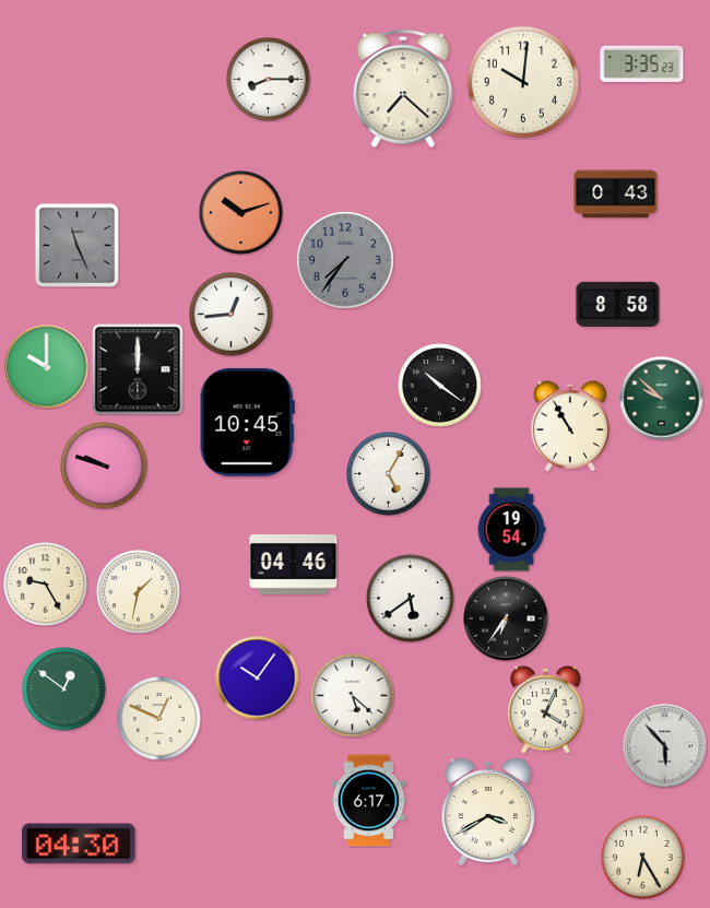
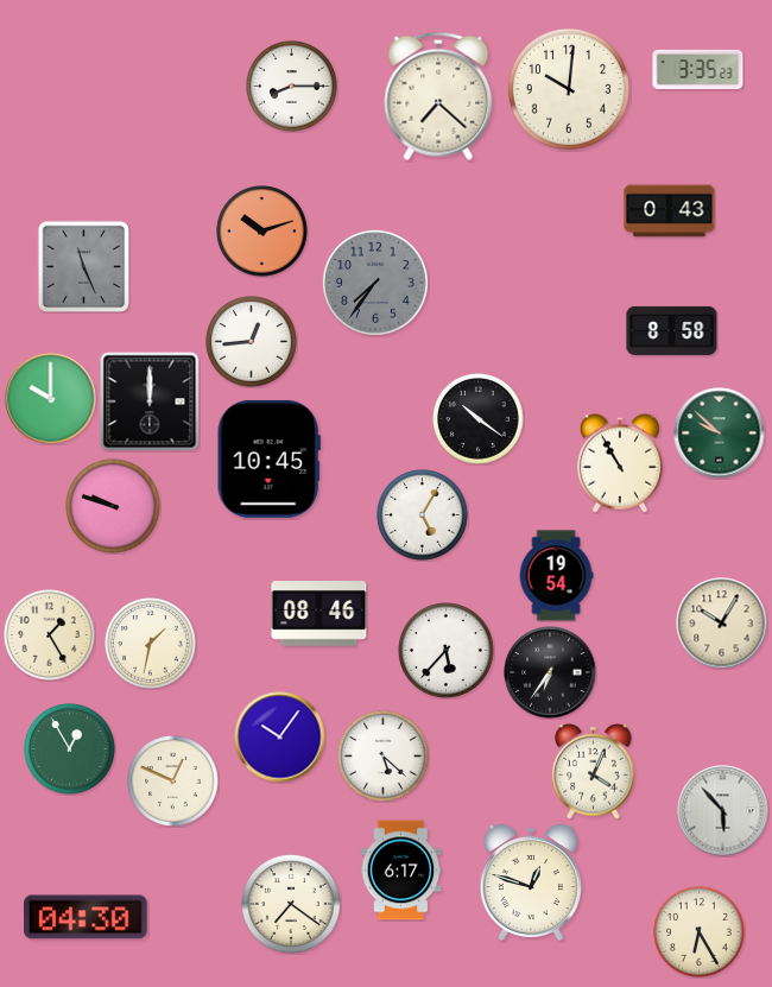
clock at (294, 565): 04:46 -> 08:46
clock at (722, 624): none -> 10:05
clock at (46, 585): 9:25 -> 1:25
clock at (411, 599): 5:39 -> 5:37
clock at (64, 689): 12:51 -> 12:55
clock at (488, 812): 3:40 -> 12:48
clock at (292, 905): none -> 7:21
